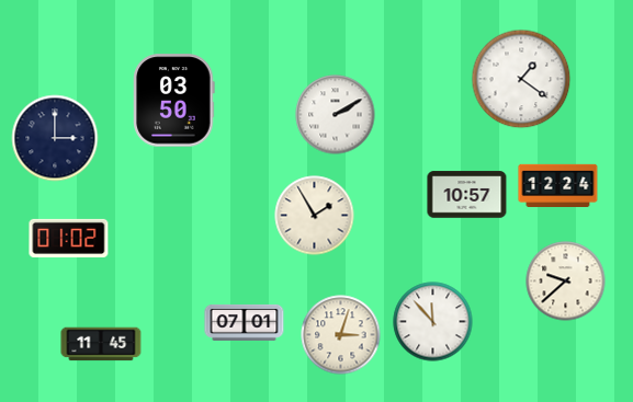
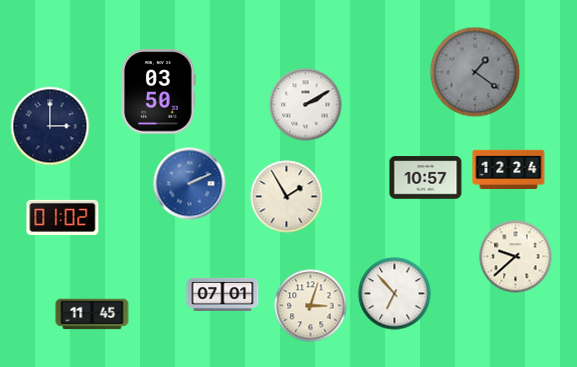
clock at (521, 79) dial: white -> grey
clock at (190, 184): none -> 2:11
clock at (433, 322): 11:53 -> 6:53
